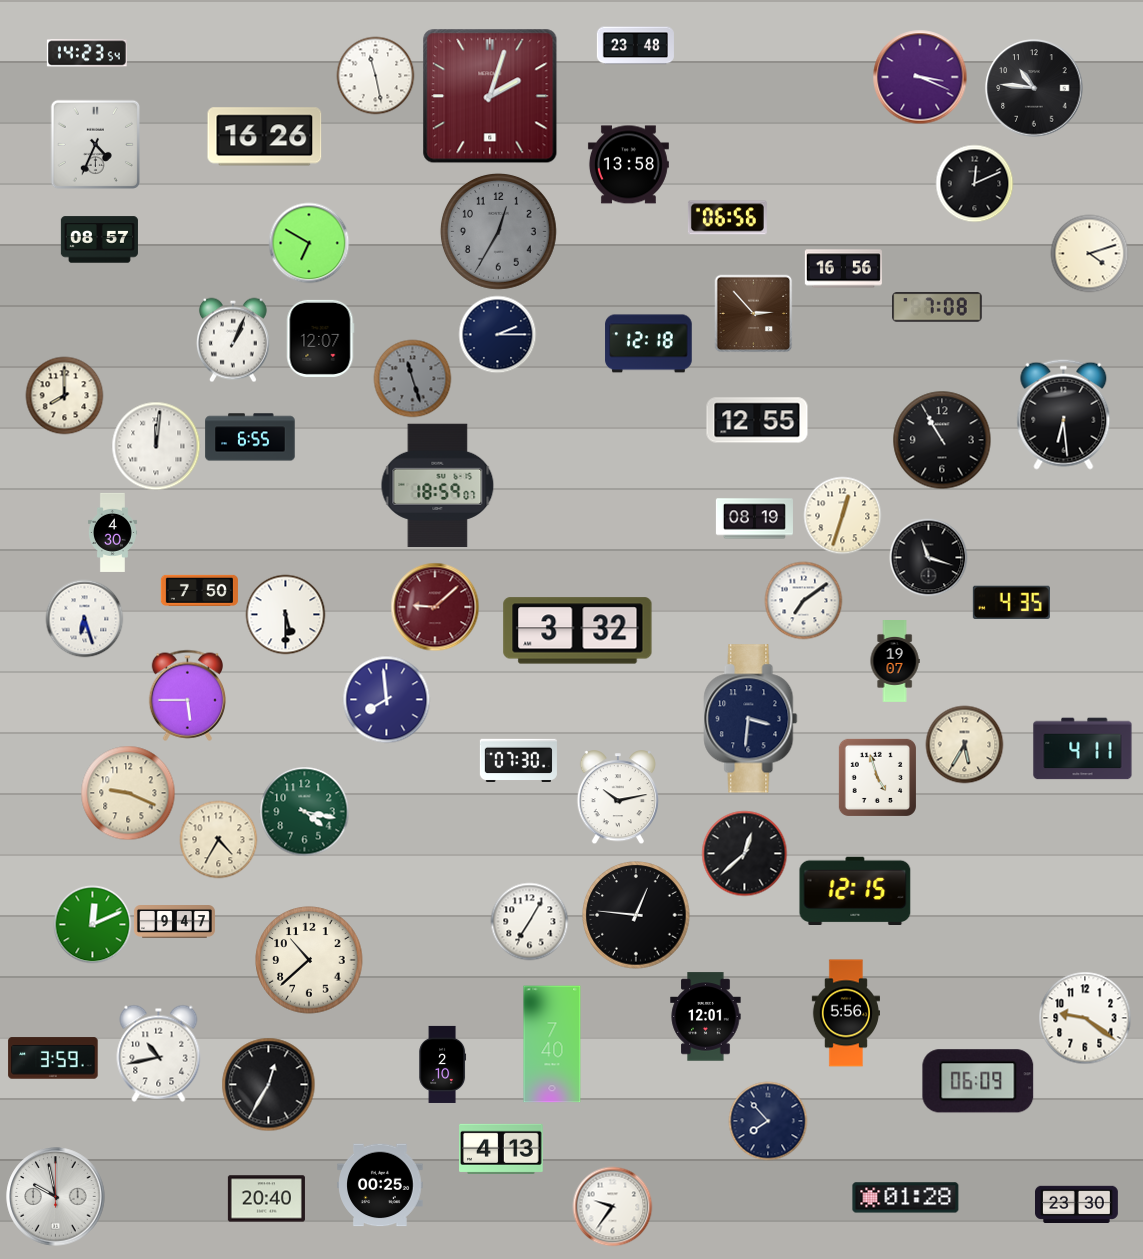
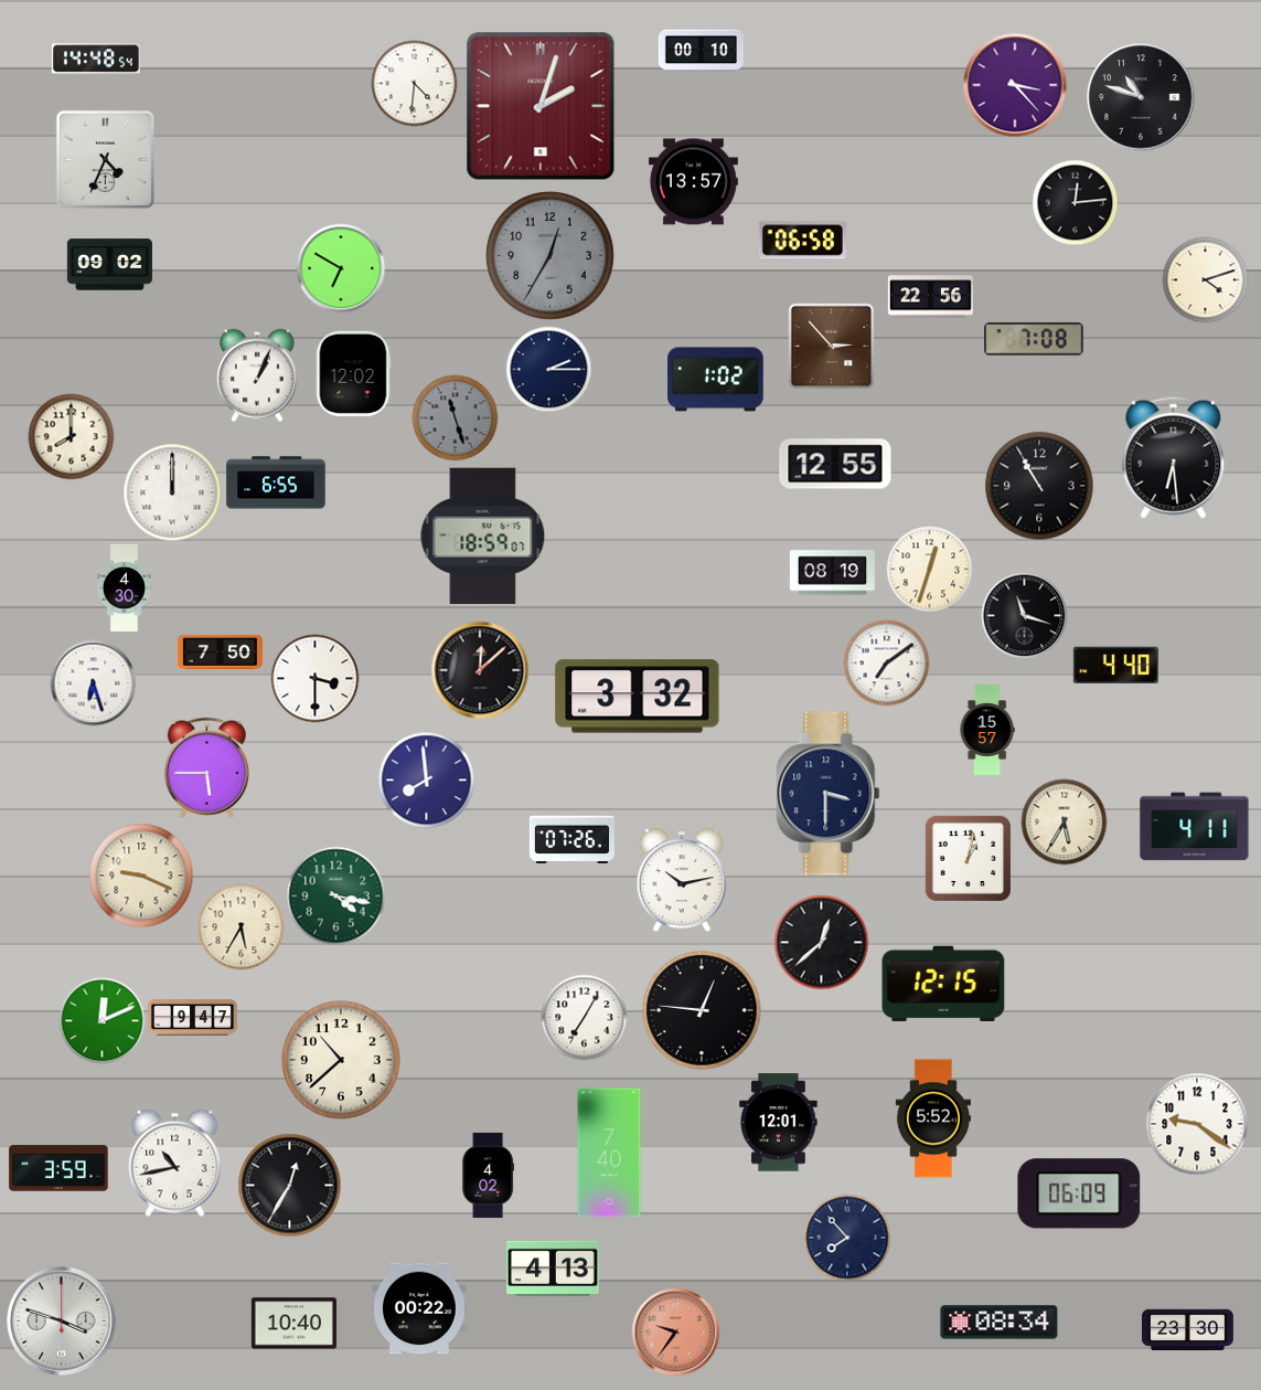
clock at (635, 46): 23:48 -> 00:10
clock at (87, 53): 14:23 -> 14:48
clock at (375, 75): 11:28 -> 4:31
clock at (920, 77): 3:19 -> 3:23
clock at (1034, 88): 10:46 -> 10:48
clock at (265, 137): 16:26 -> none
clock at (628, 165): 13:58 -> 13:57
clock at (974, 183): 12:11 -> 12:14
clock at (727, 218): 06:56 -> 06:58
clock at (99, 240): 08:57 -> 09:02
clock at (1089, 253) position: (1089, 253) -> (1205, 279)
clock at (843, 269): 16:56 -> 22:56
clock at (320, 338): 12:07 -> 12:02
clock at (649, 344): 12:18 -> 1:02
clock at (156, 446): 12:01 -> 12:00
clock at (1011, 602): 4:35 -> 4:40
clock at (435, 607): 9:08 -> 12:08
clock at (435, 607) dial: burgundy -> black
clock at (285, 614): 5:30 -> 3:30
clock at (895, 662): 19:07 -> 15:57
clock at (386, 699) position: (386, 699) -> (426, 779)
clock at (751, 719): 3:31 -> 3:30
clock at (518, 760): 07:30 -> 07:26
clock at (877, 777): 4:57 -> 1:02
clock at (218, 839): 4:35 -> 5:35
clock at (846, 1013): 5:56 -> 5:52
clock at (443, 1064): 2:10 -> 4:02
clock at (268, 1084) position: (268, 1084) -> (289, 1185)
clock at (380, 1185): 00:25 -> 00:22
clock at (56, 1197): 9:58 -> 3:48
clock at (906, 1198): 01:28 -> 08:34
clock at (266, 1199): 20:40 -> 10:40
clock at (612, 1206) dial: white -> salmon
